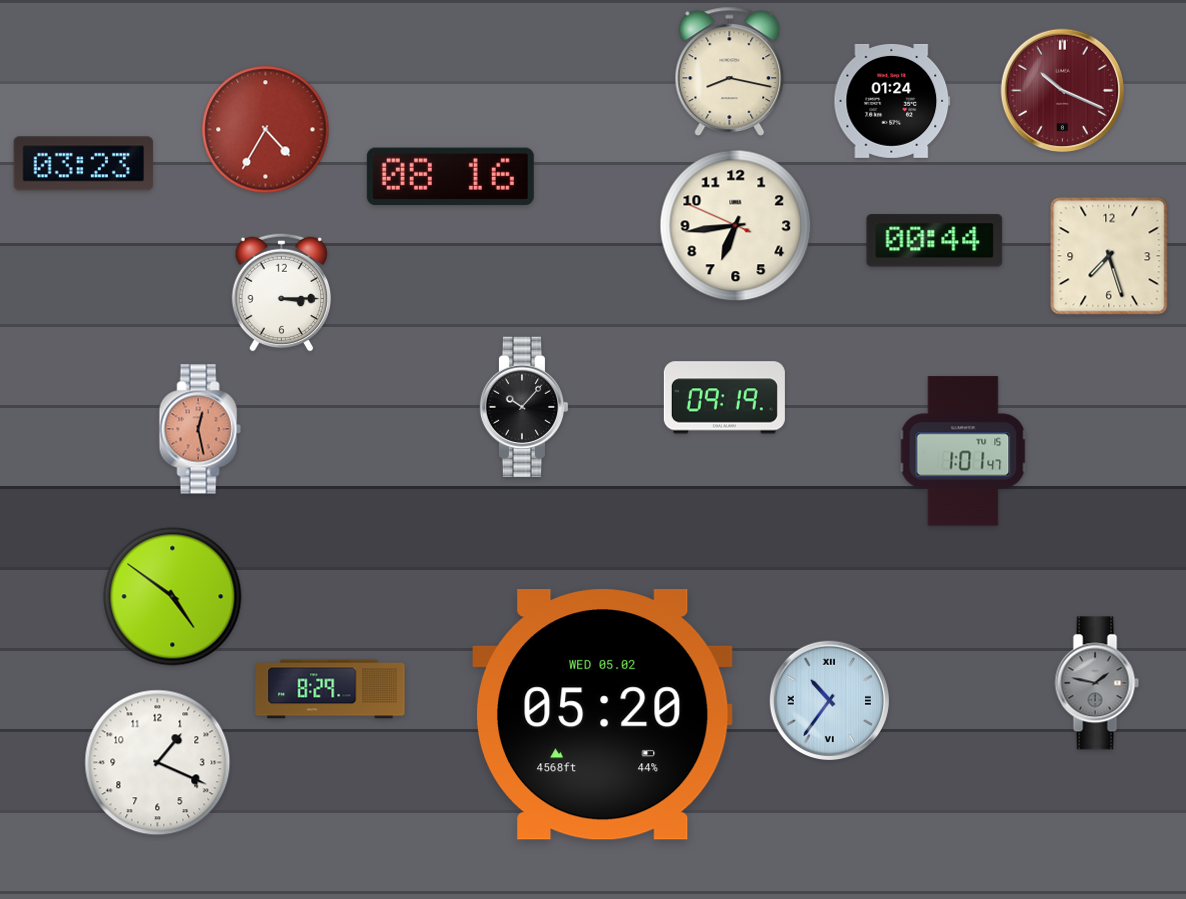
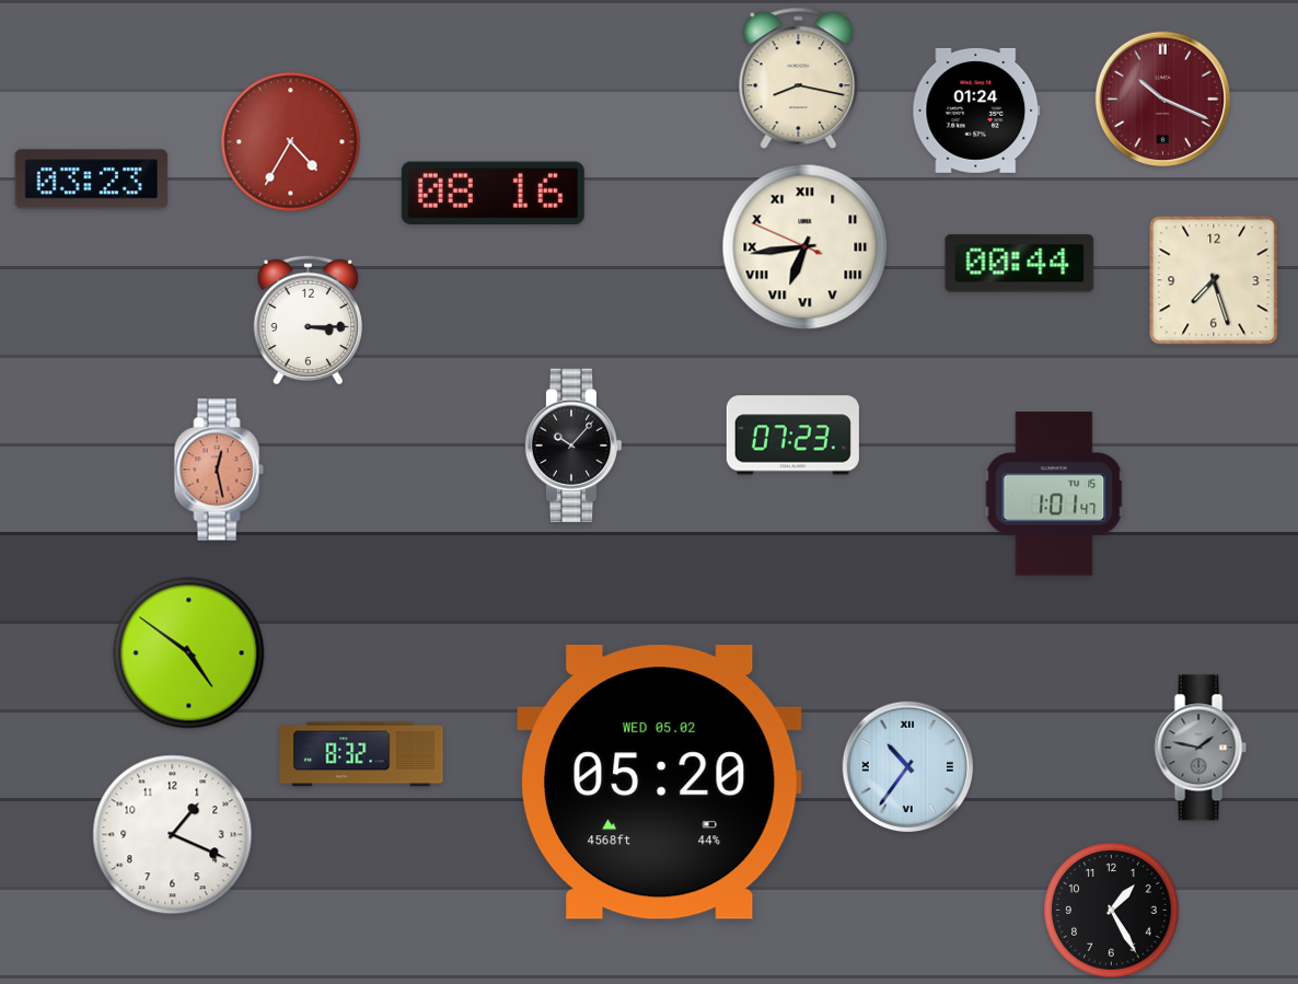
clock at (736, 226) numerals: Arabic -> Roman
clock at (935, 241) position: (935, 241) -> (1020, 264)
clock at (724, 398): 09:19 -> 07:23
clock at (330, 689): 8:29 -> 8:32
clock at (1112, 911): none -> 1:25
